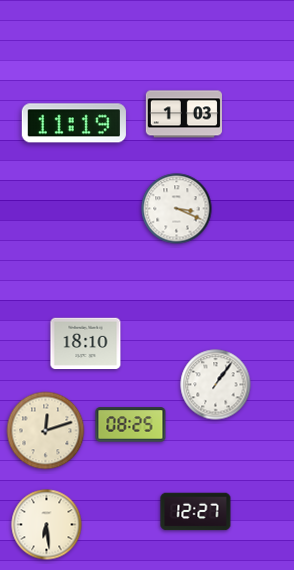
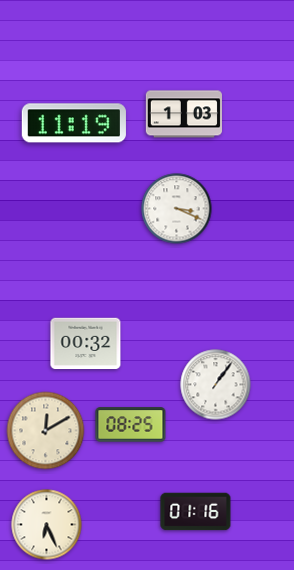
clock at (86, 344): 18:10 -> 00:32
clock at (46, 431): 12:12 -> 12:10
clock at (196, 512): 12:27 -> 01:16
clock at (47, 525): 6:29 -> 6:26
